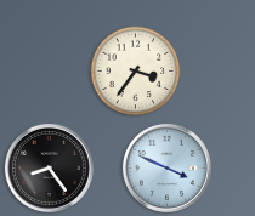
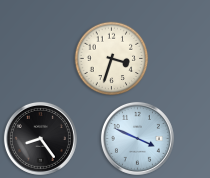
clock at (136, 72): 3:36 -> 3:33
